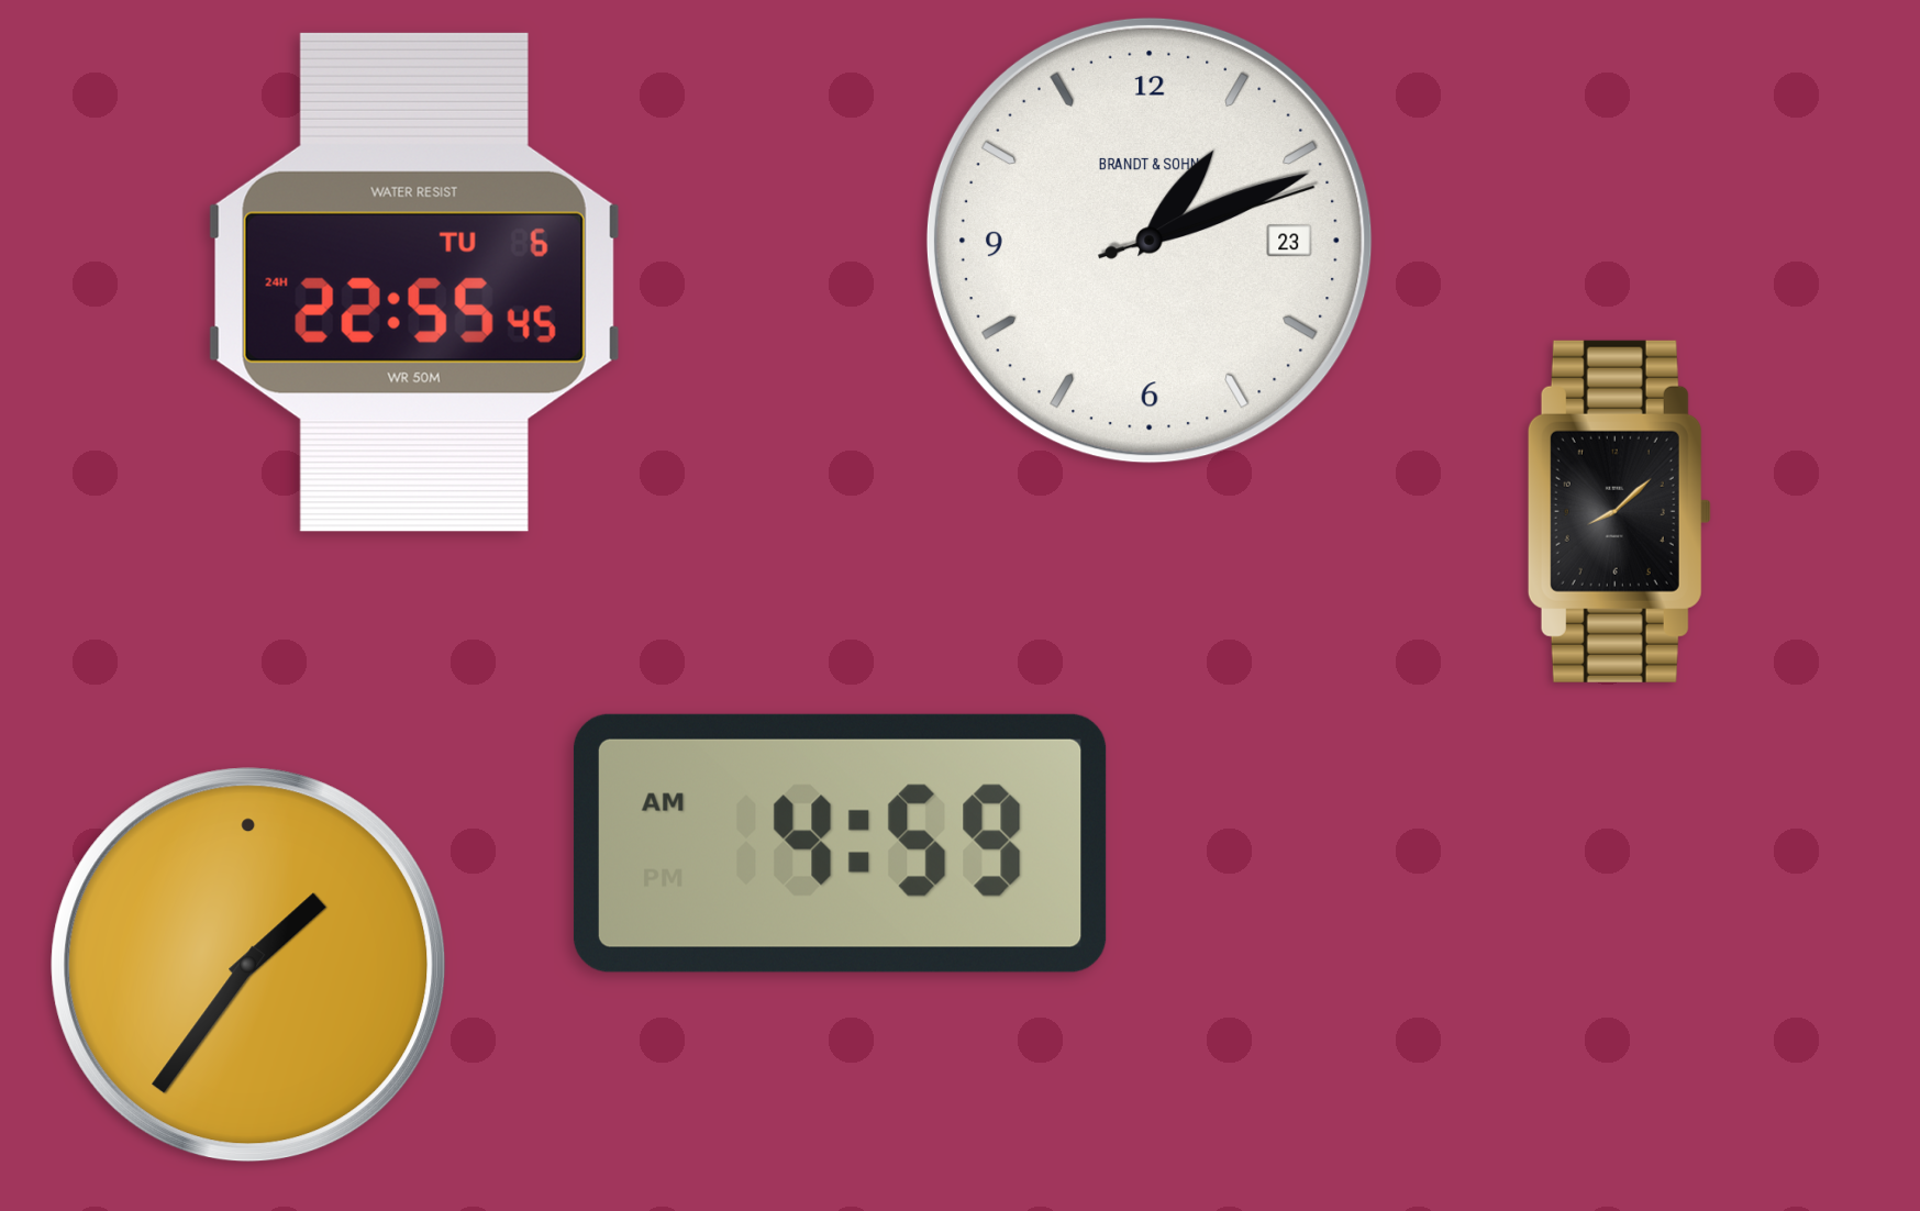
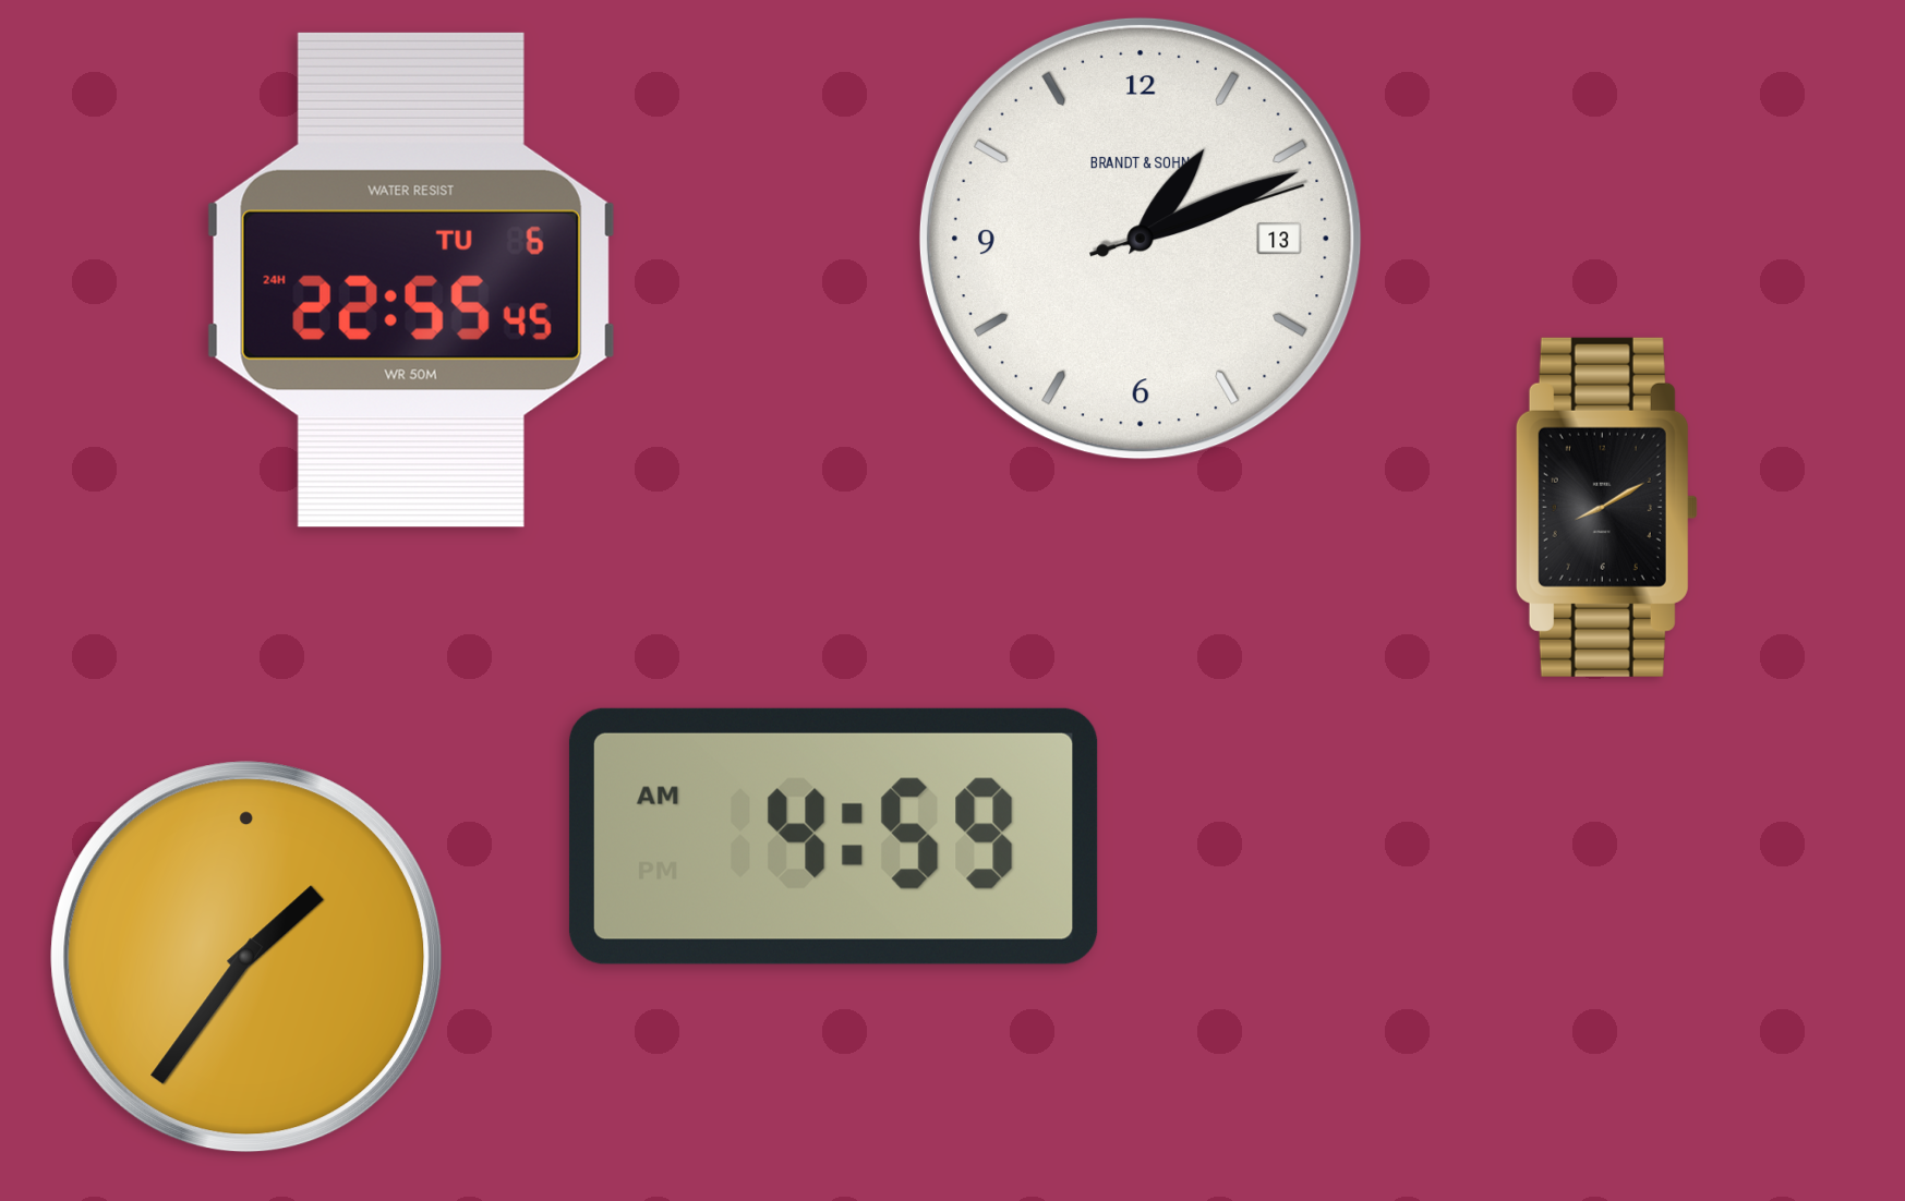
clock at (1150, 241) date: 23 -> 13
clock at (1619, 511): 8:08 -> 8:10
